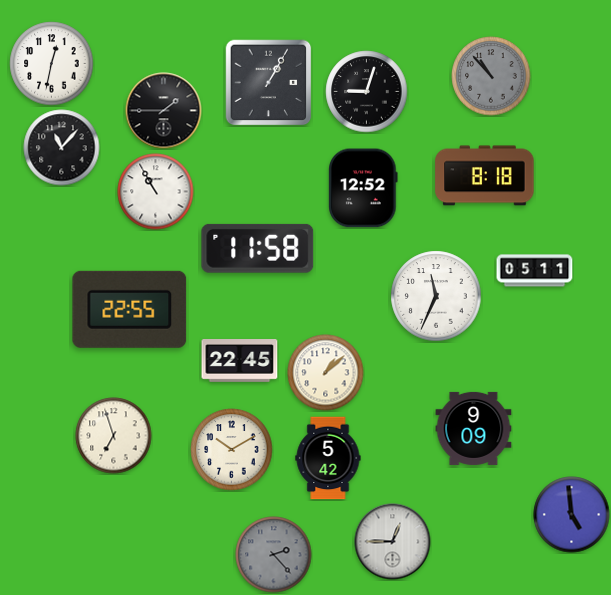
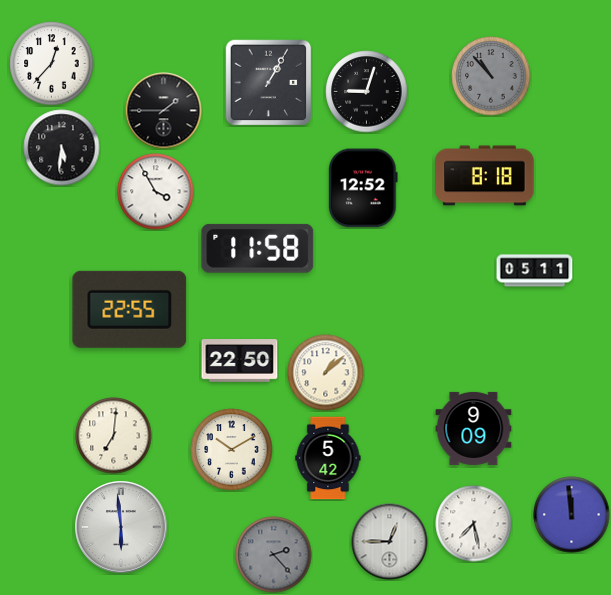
clock at (52, 64): 12:32 -> 12:37
clock at (62, 148): 11:07 -> 5:31
clock at (156, 192): 10:55 -> 3:55
clock at (436, 296): 11:34 -> none
clock at (240, 361): 22:45 -> 22:50
clock at (114, 436): 6:57 -> 7:01
clock at (572, 515): 4:59 -> 11:59
clock at (474, 524): none -> 7:28
clock at (121, 527): none -> 5:59
clock at (393, 542) position: (393, 542) -> (390, 542)
